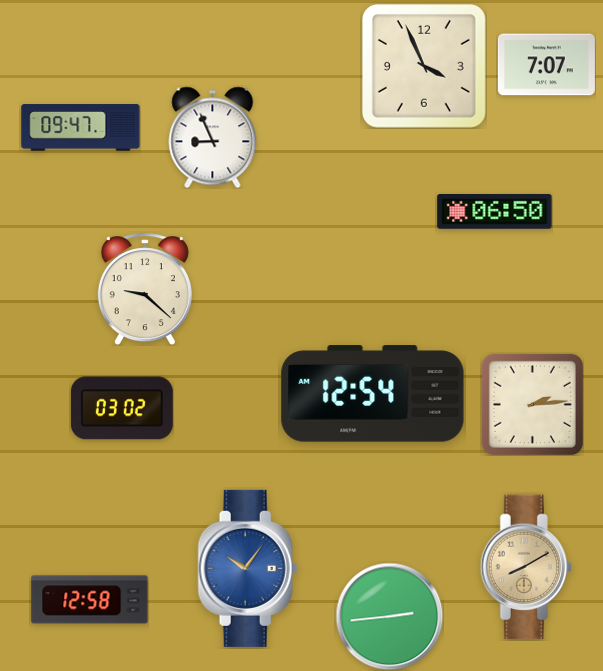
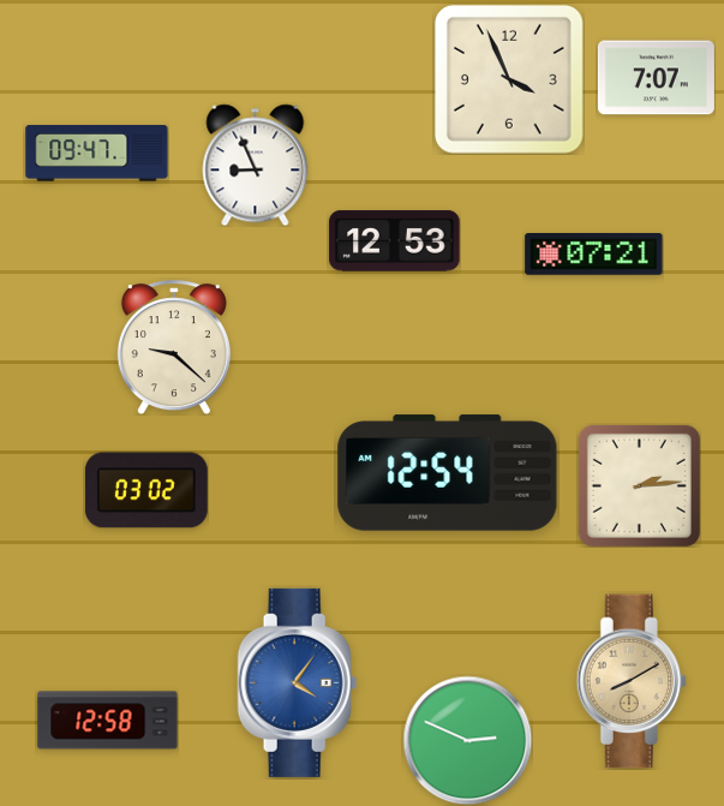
clock at (395, 241): none -> 12:53
clock at (495, 212): 06:50 -> 07:21
clock at (248, 568): 10:06 -> 4:06
clock at (389, 616): 2:44 -> 2:49
